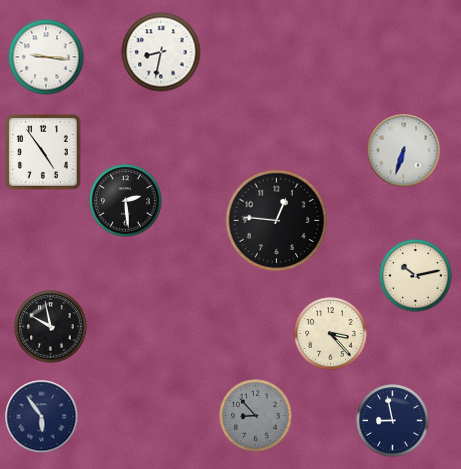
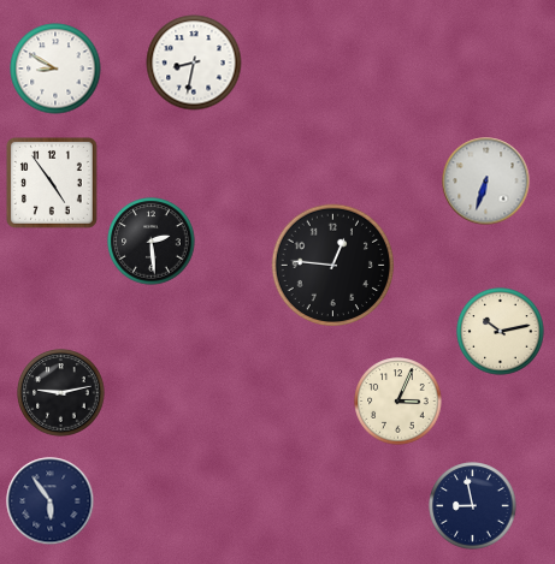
clock at (46, 57): 9:16 -> 8:50
clock at (51, 327): 9:58 -> 9:13
clock at (331, 334): 3:23 -> 3:04
clock at (256, 416): 8:53 -> none
